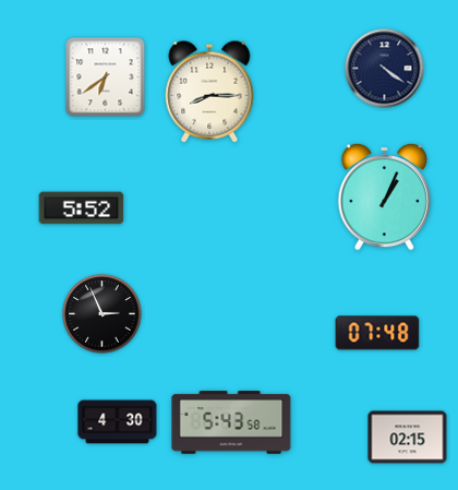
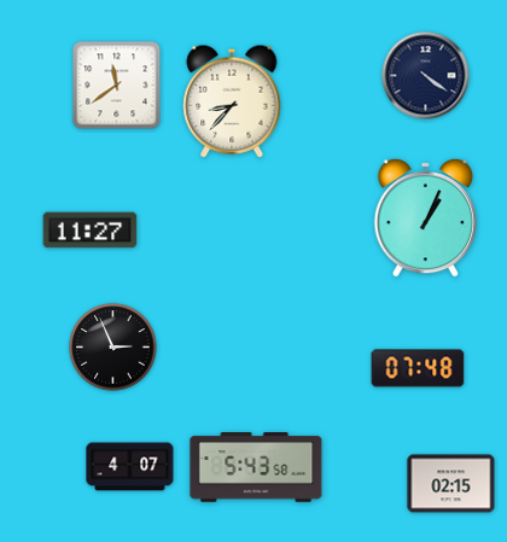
clock at (106, 77): 6:39 -> 11:39
clock at (209, 92): 8:15 -> 8:37
clock at (82, 208): 5:52 -> 11:27
clock at (118, 422): 4:30 -> 4:07
